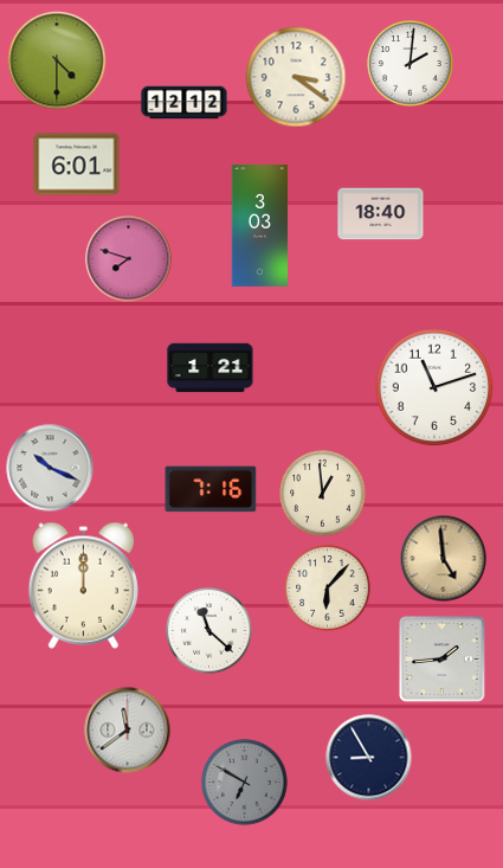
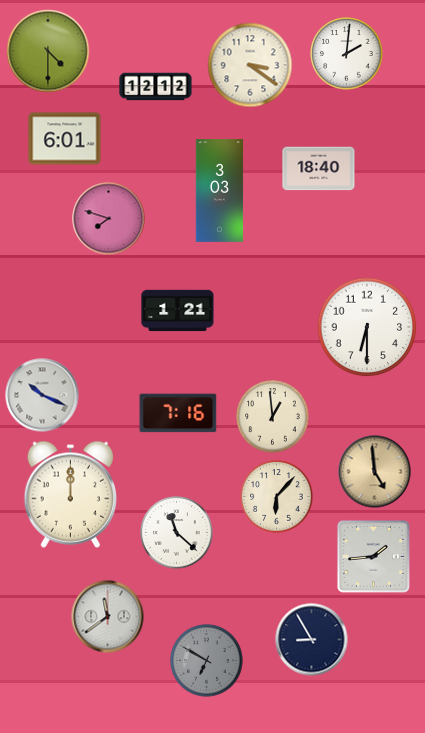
clock at (381, 214) position: (381, 214) -> (319, 169)
clock at (434, 387): 11:12 -> 6:30
